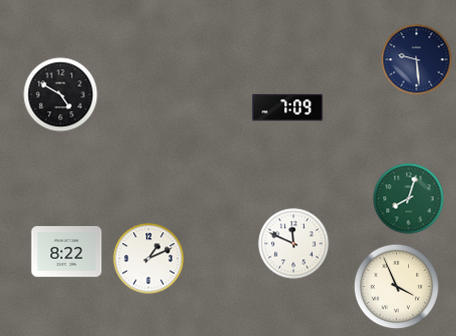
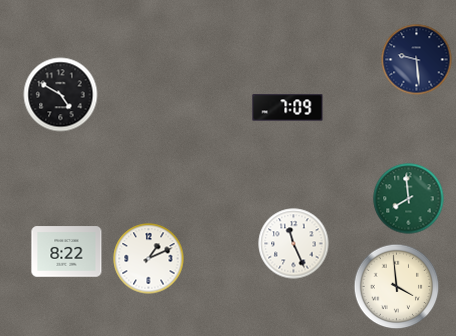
clock at (409, 199): 8:03 -> 7:59
clock at (294, 244): 11:49 -> 11:26
clock at (397, 287): 3:56 -> 3:59
